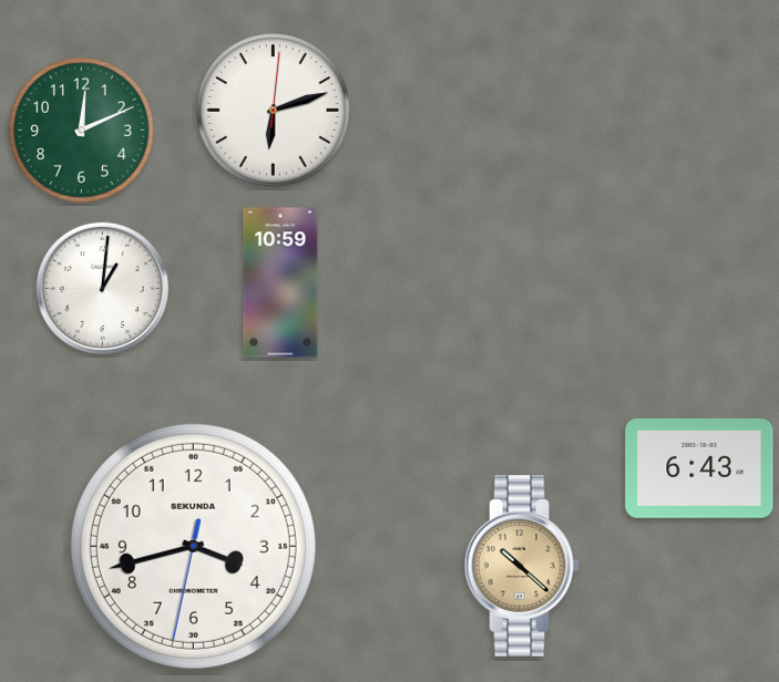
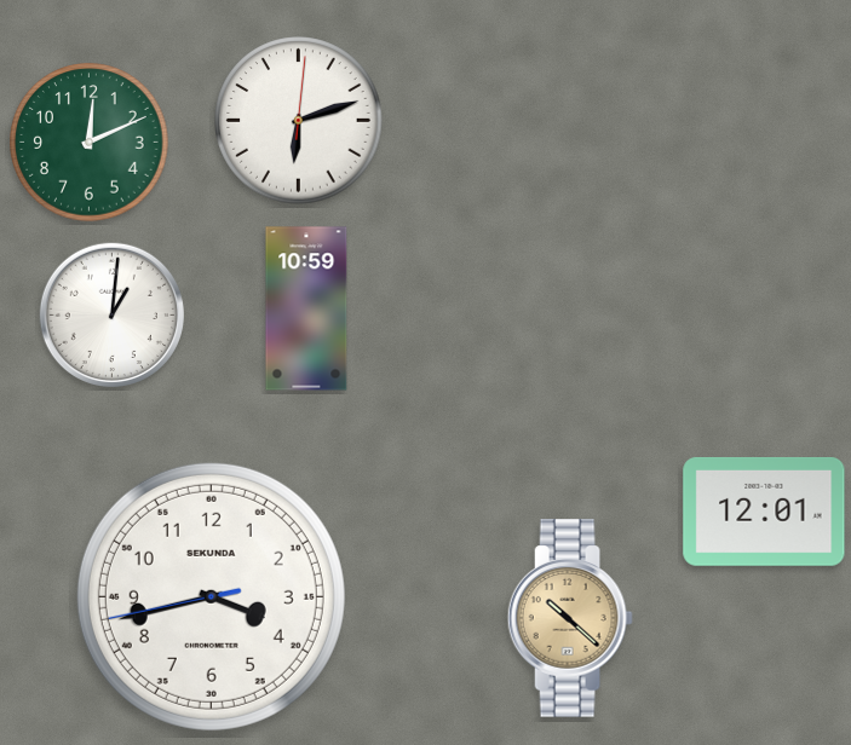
clock at (699, 468): 6:43 -> 12:01
clock at (193, 546): 3:42:32 -> 3:42:43
